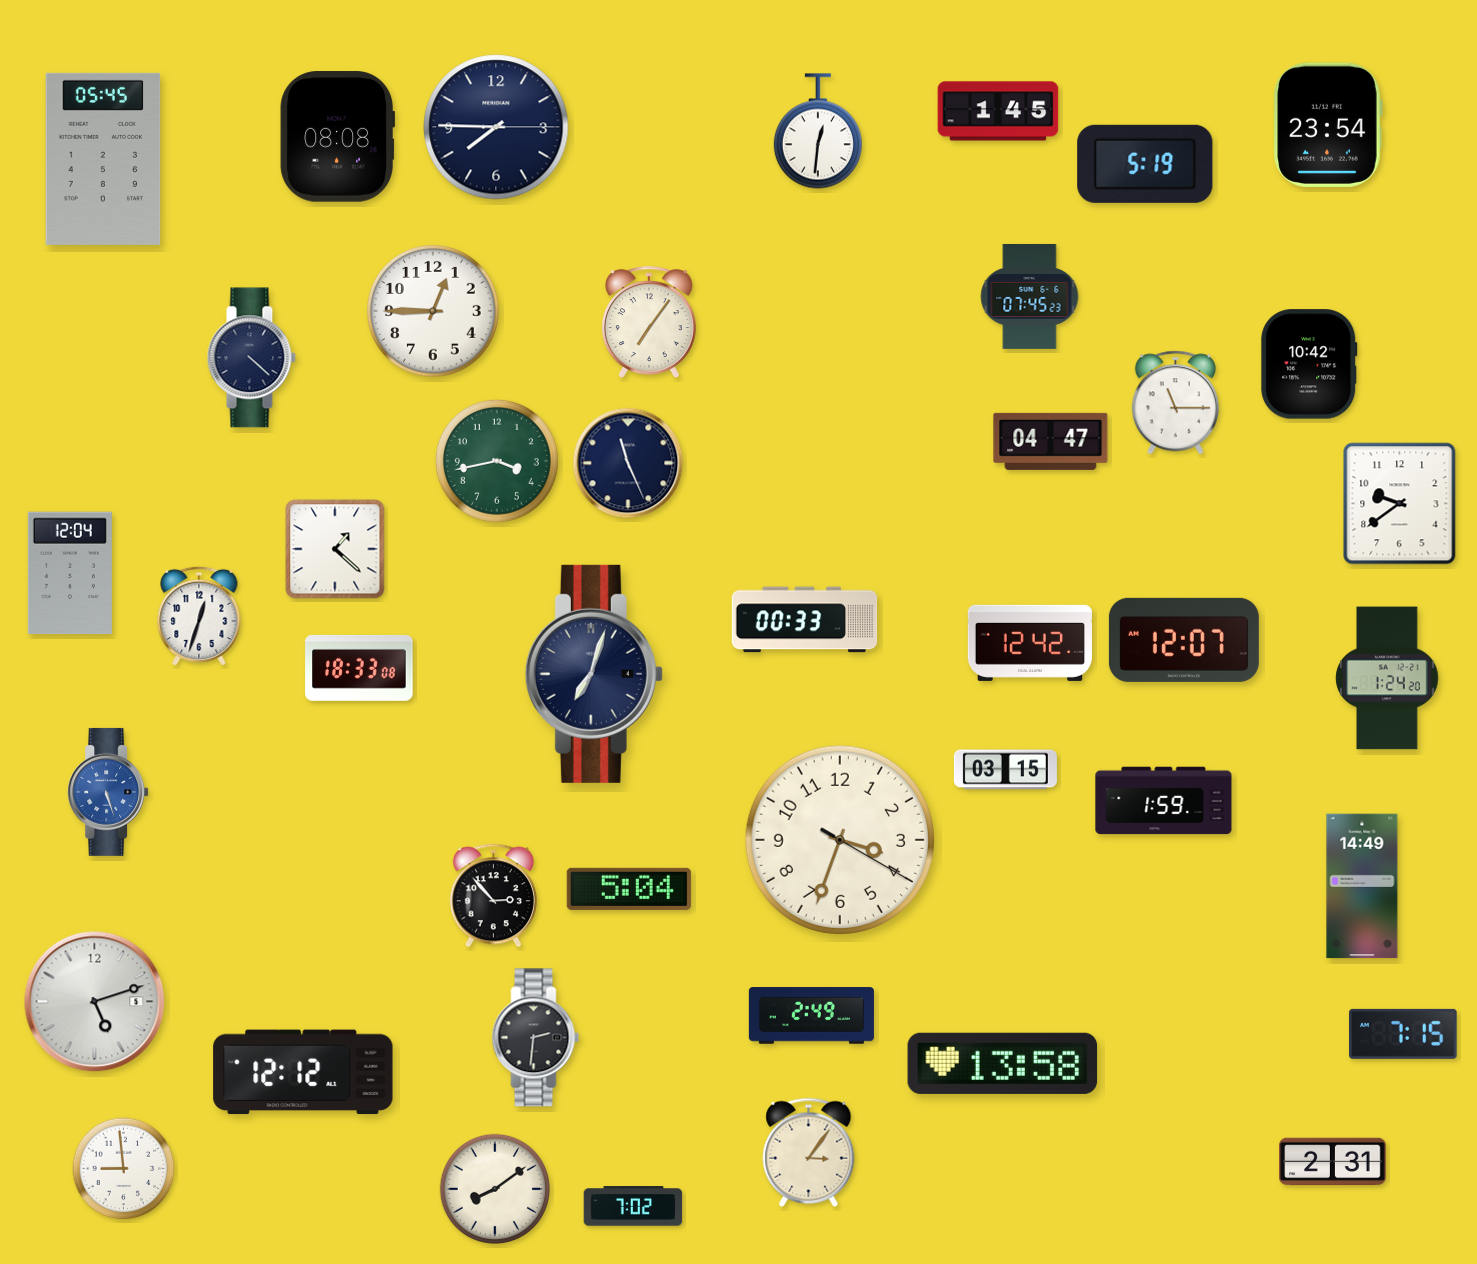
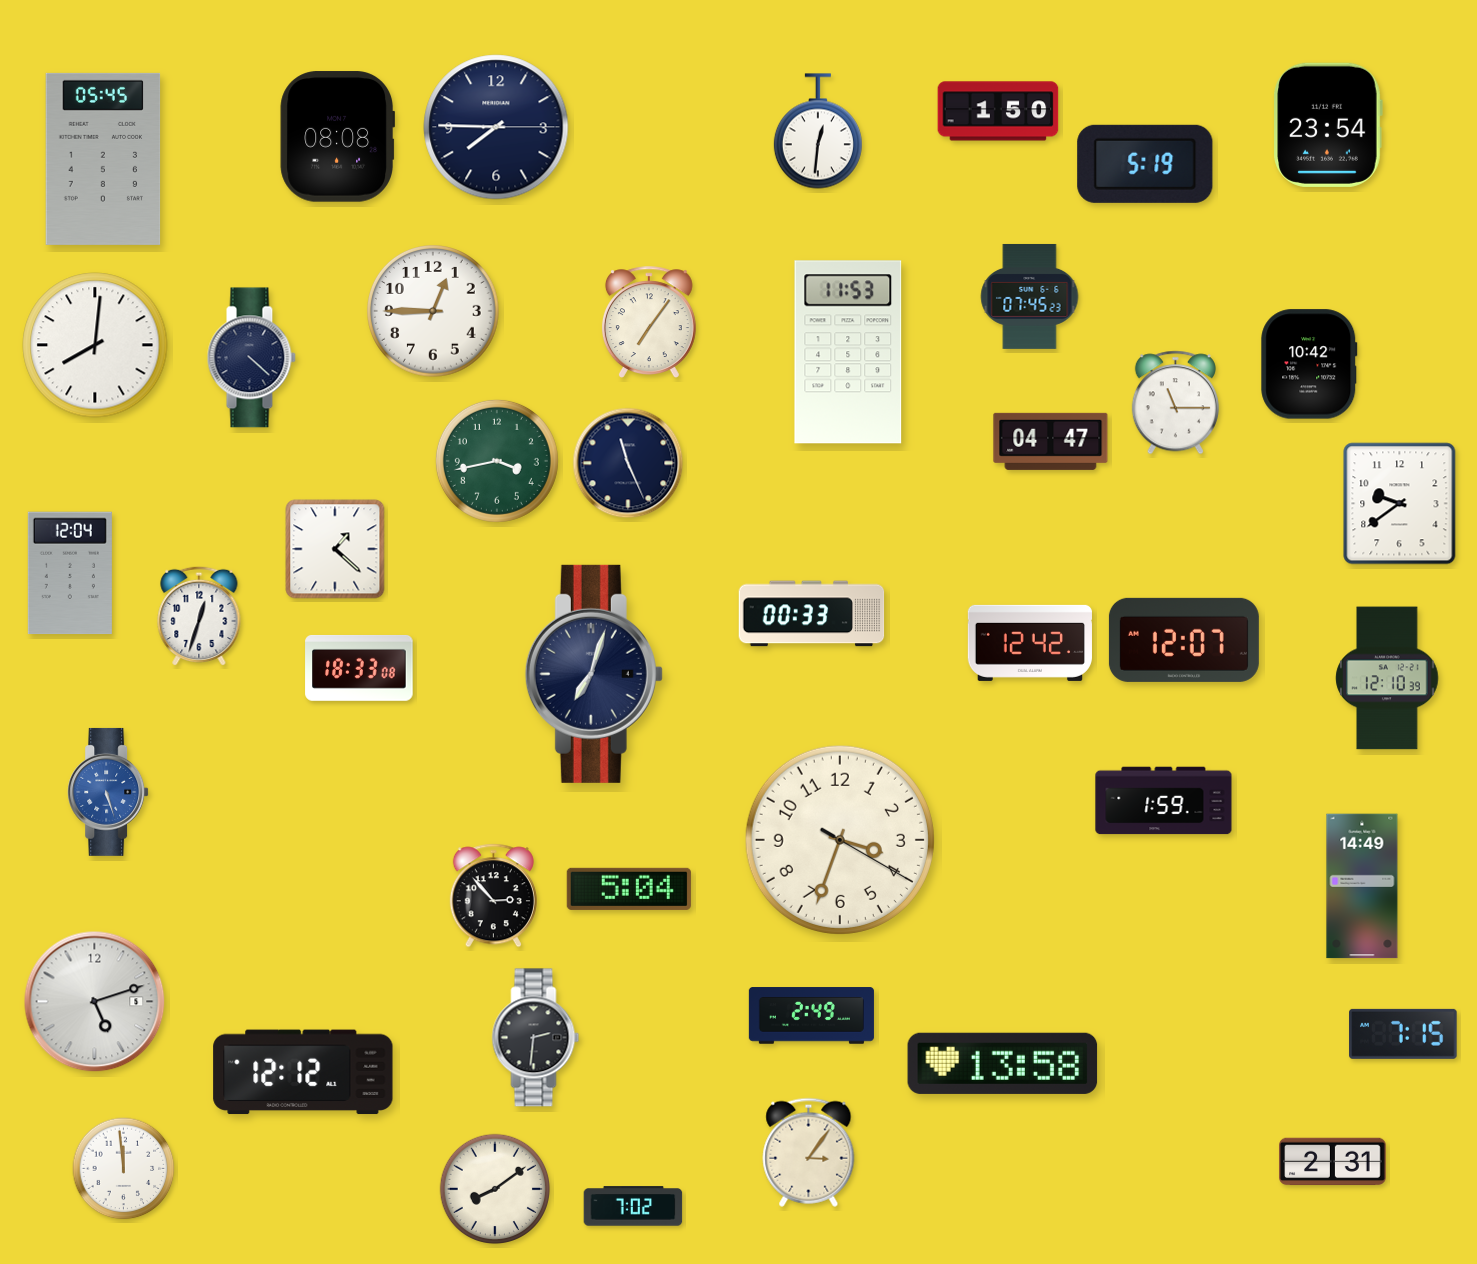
clock at (998, 111): 1:45 -> 1:50
clock at (95, 345): none -> 8:01
clock at (848, 352): none -> 11:53
clock at (805, 620) position: (805, 620) -> (812, 614)
clock at (1387, 678): 1:24 -> 12:10
clock at (1005, 770): 03:15 -> none
clock at (124, 1169): 8:59 -> 11:59
